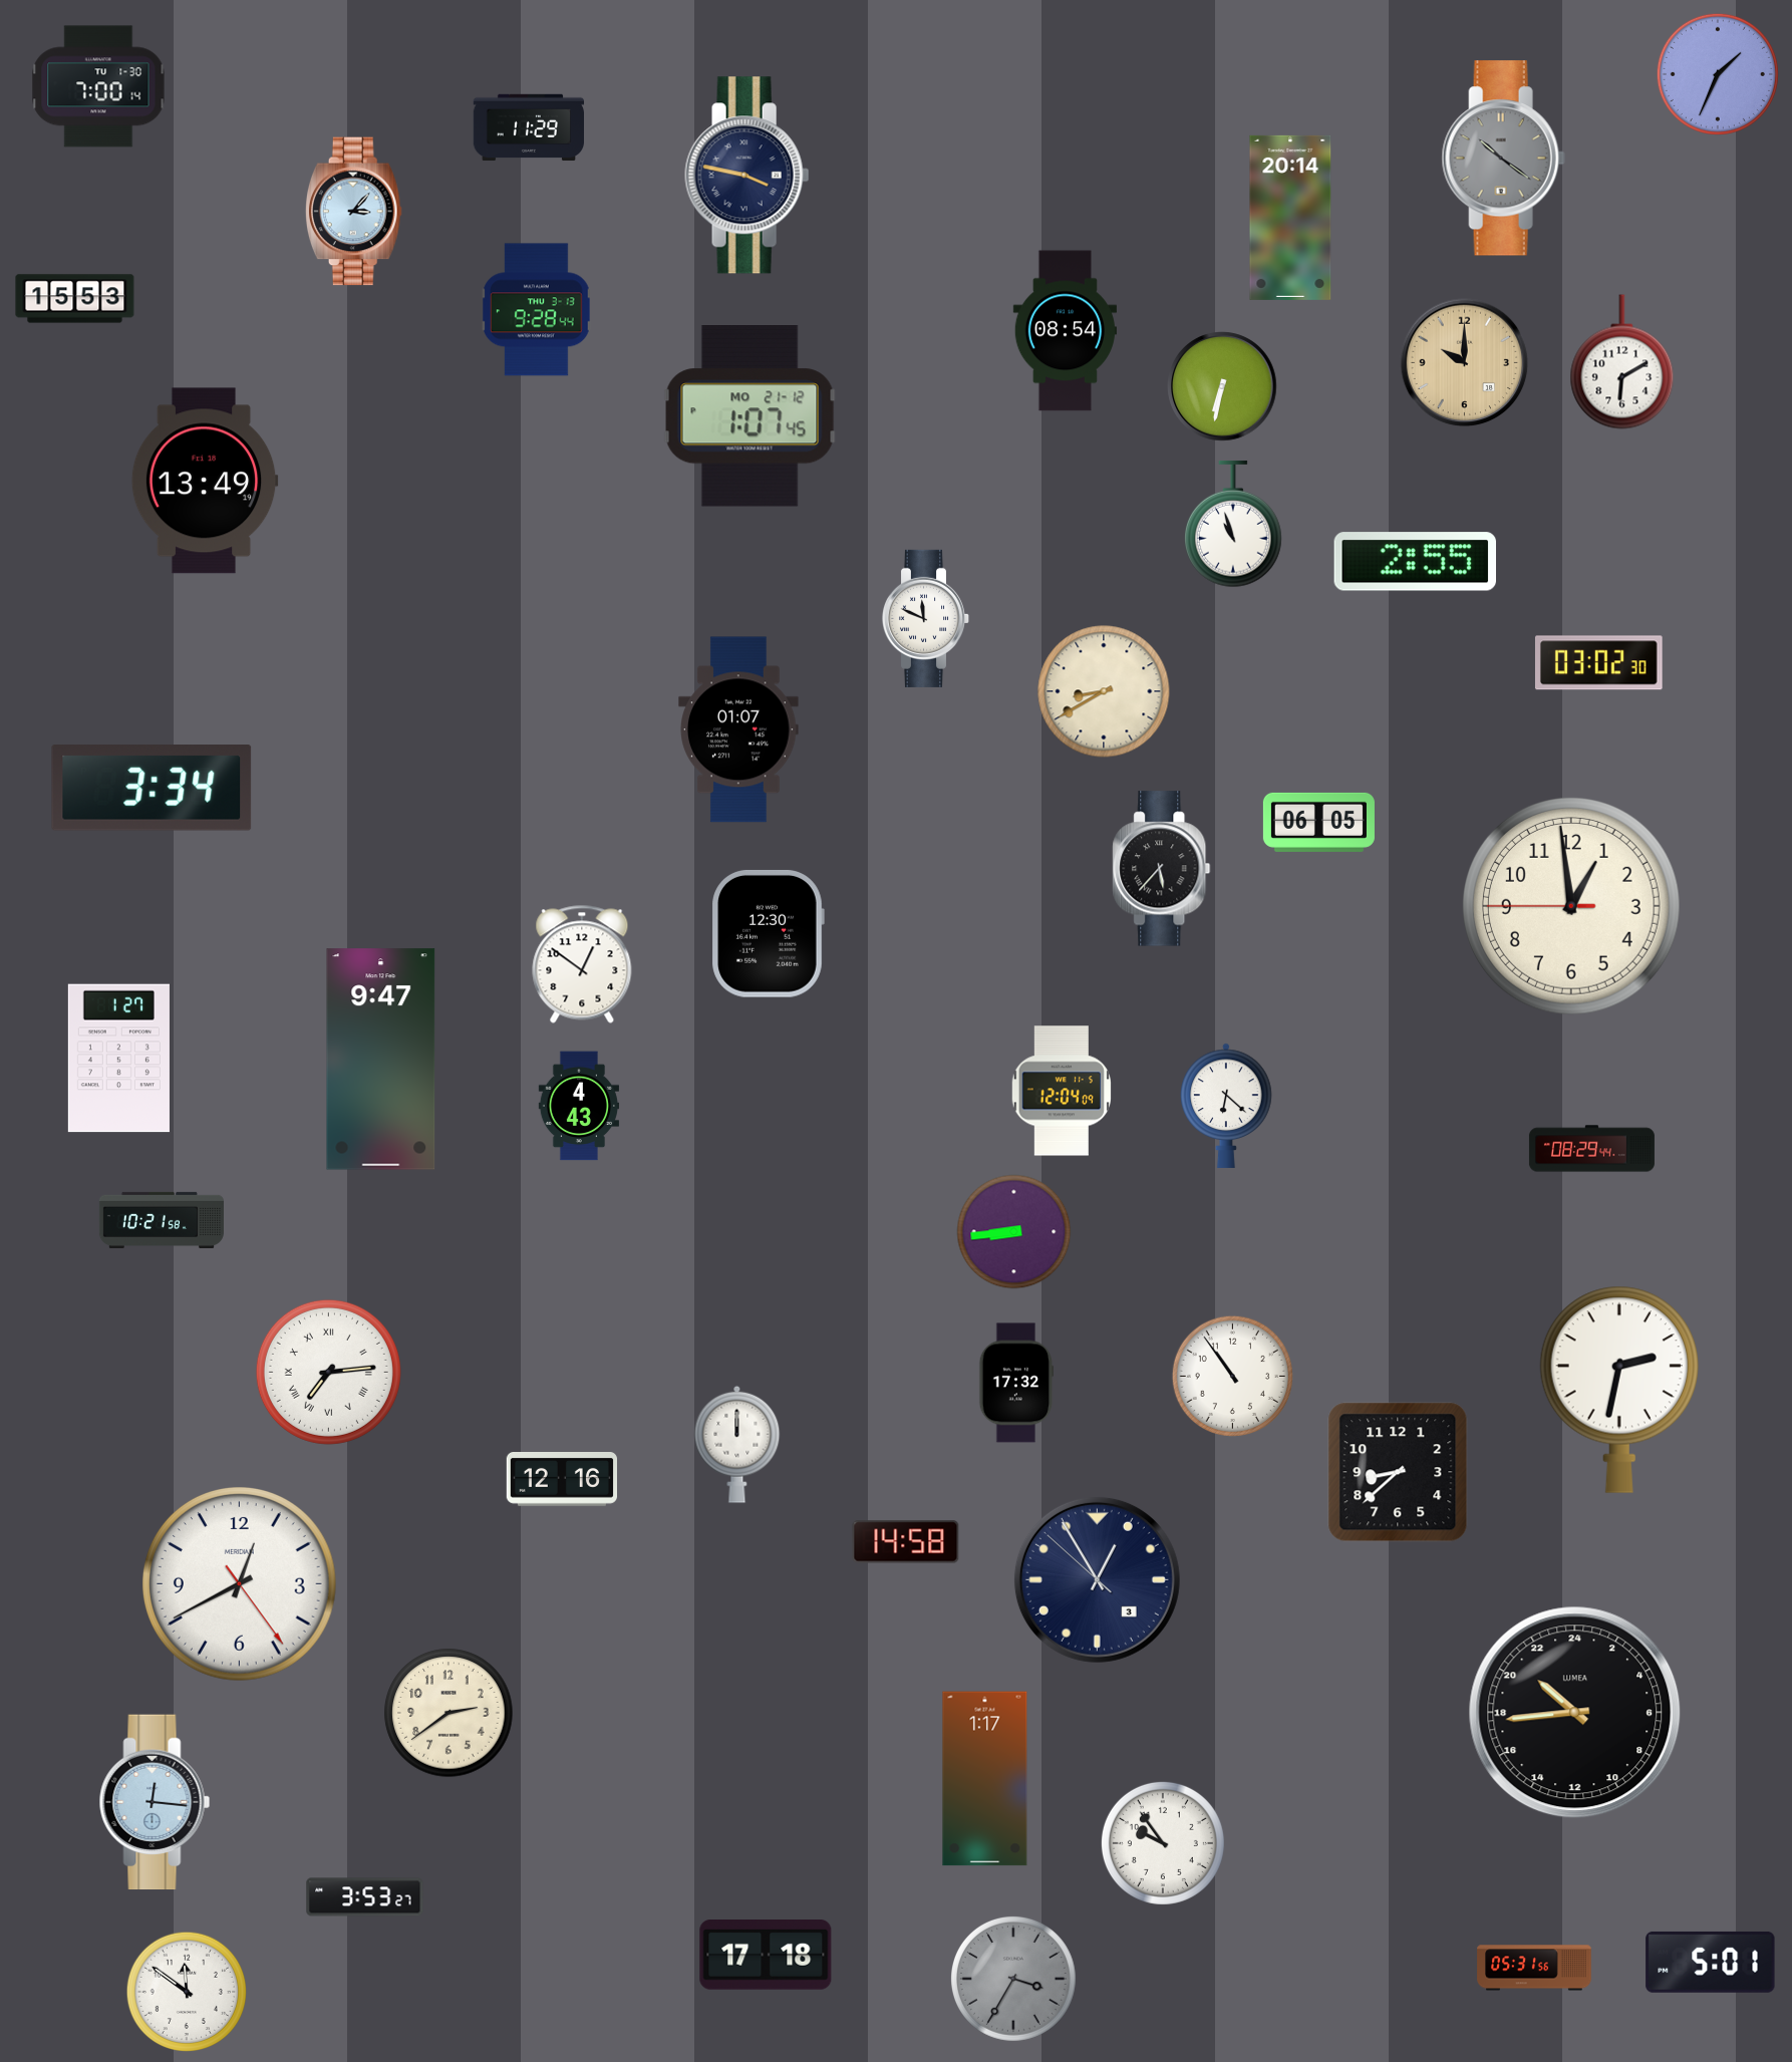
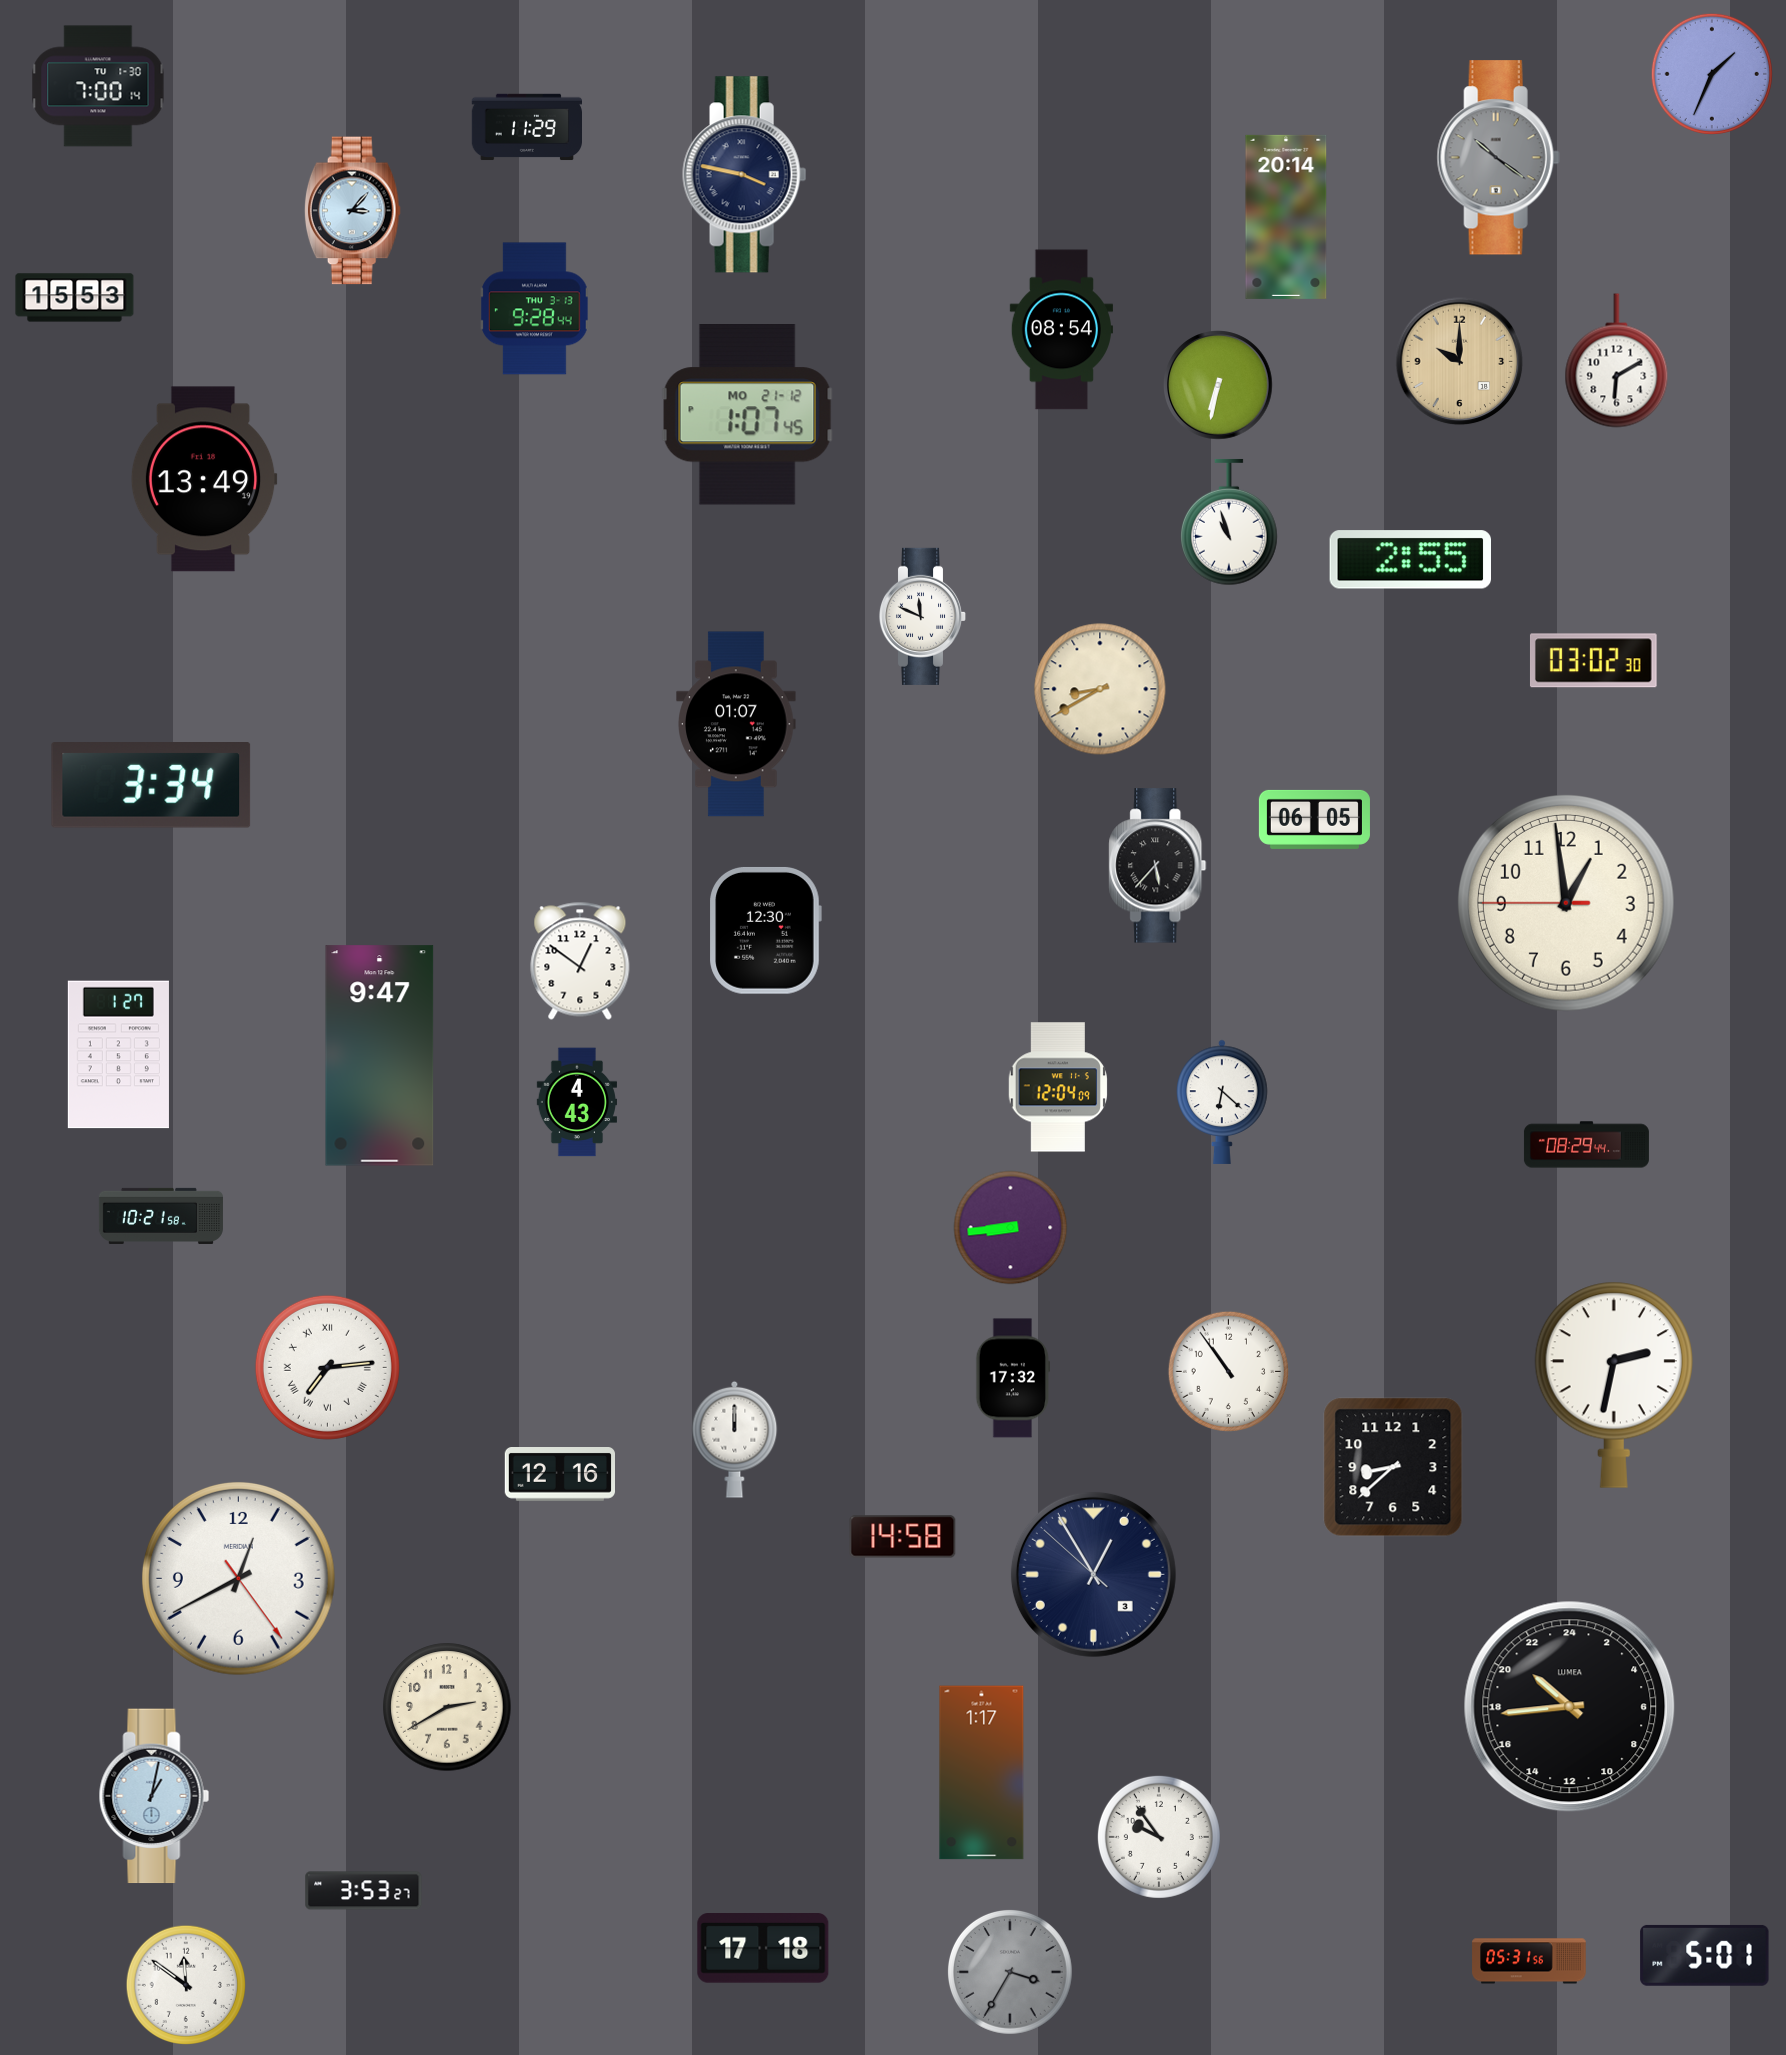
clock at (739, 729) position: (739, 729) -> (737, 724)
clock at (449, 1713): 2:39 -> 2:40
clock at (155, 1802): 12:16 -> 1:02
